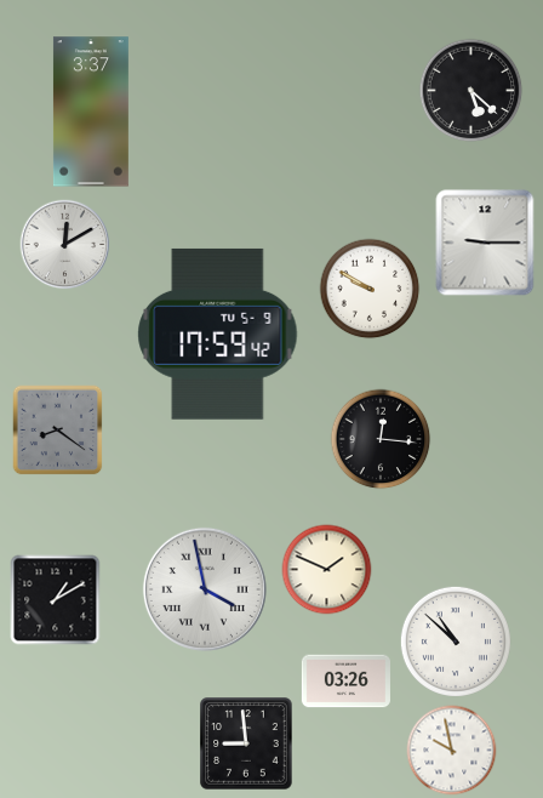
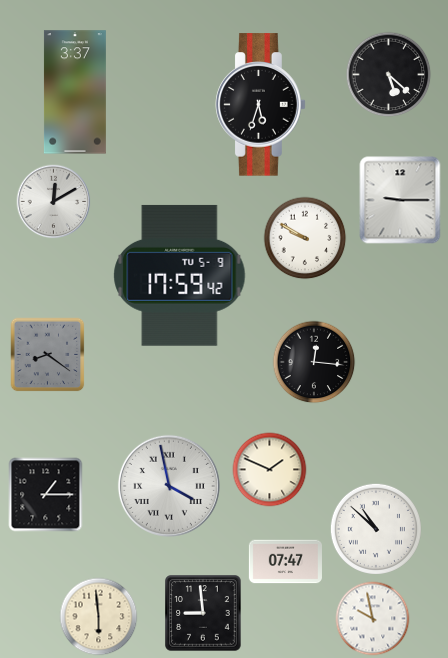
clock at (261, 105): none -> 5:33
clock at (56, 600): 1:10 -> 1:15
clock at (345, 682): 03:26 -> 07:47
clock at (99, 617): none -> 5:59
